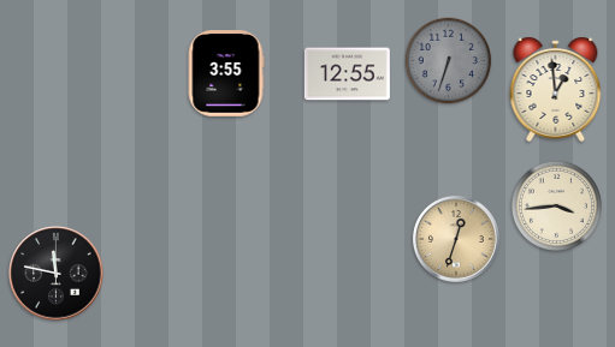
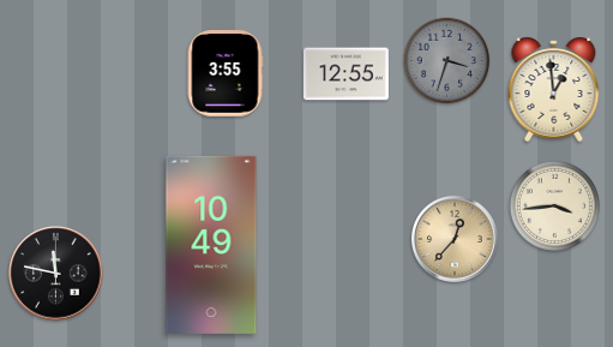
clock at (449, 61): 6:33 -> 3:33
clock at (456, 239): 12:33 -> 12:37
clock at (211, 245): none -> 10:49
